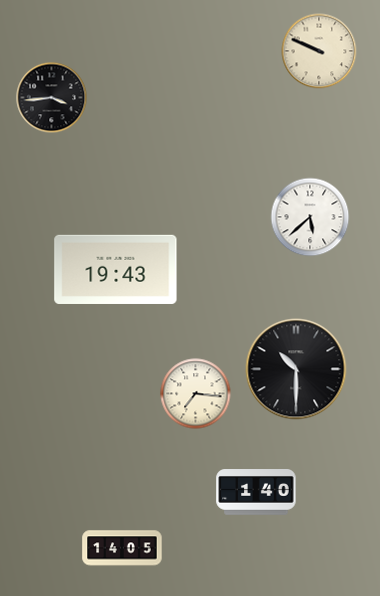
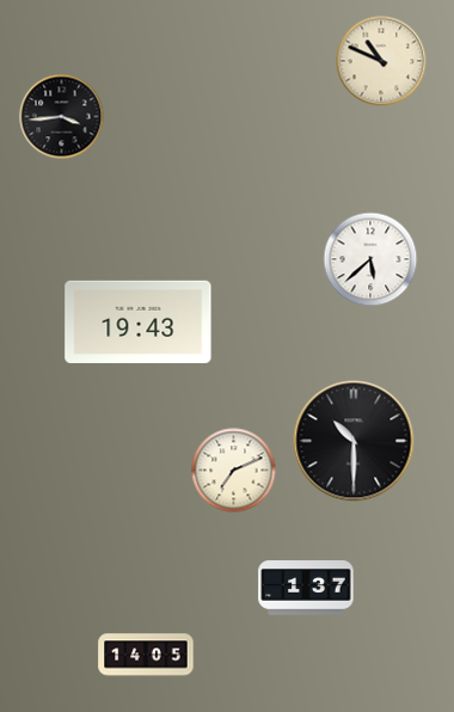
clock at (319, 51): 9:49 -> 10:49
clock at (196, 394): 7:16 -> 7:11
clock at (256, 492): 1:40 -> 1:37
